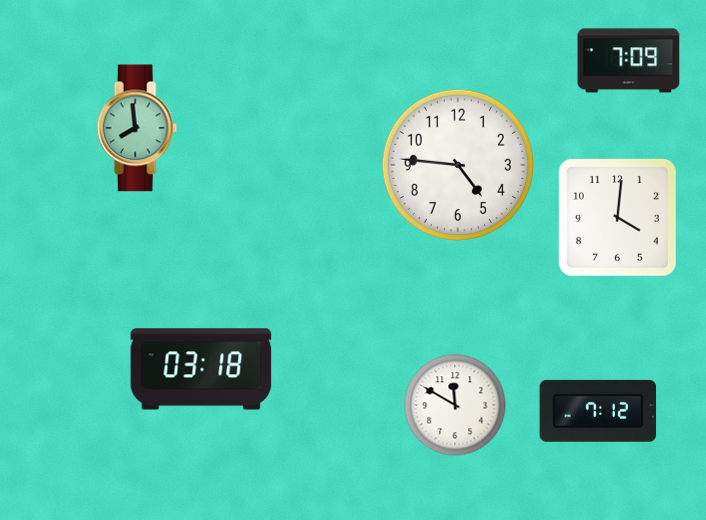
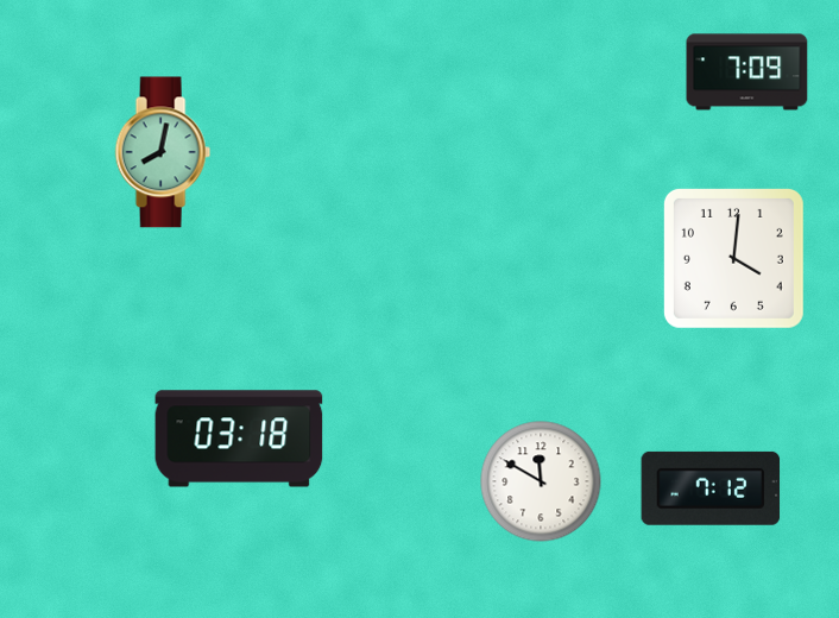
clock at (137, 128): 7:59 -> 8:02
clock at (457, 164): 4:46 -> none
